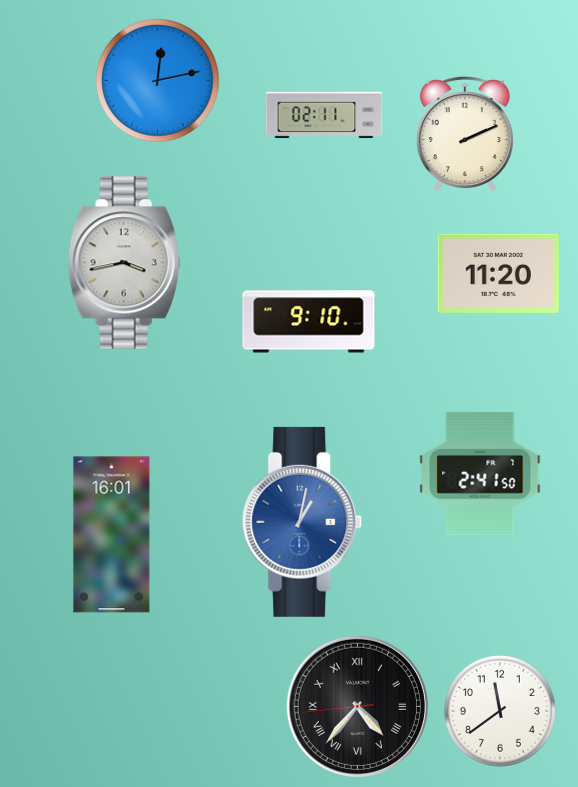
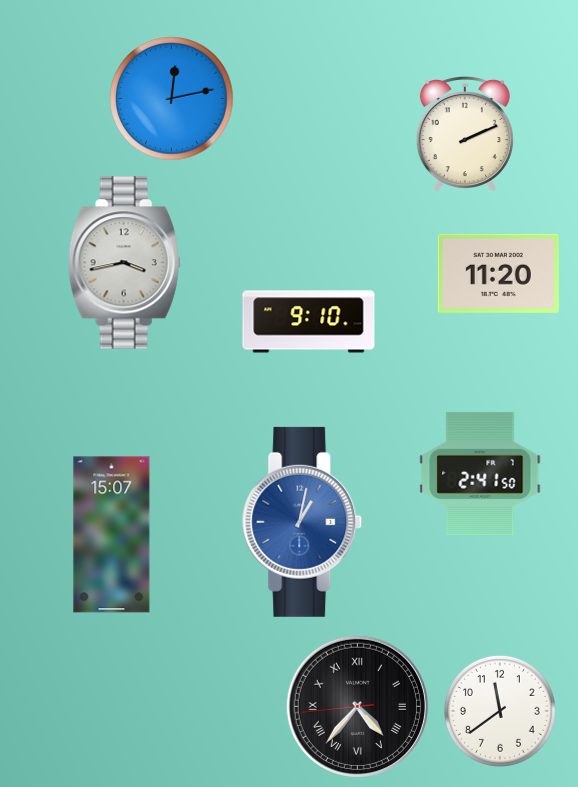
clock at (158, 81) position: (158, 81) -> (172, 99)
clock at (324, 115): 02:11 -> none
clock at (112, 535): 16:01 -> 15:07
